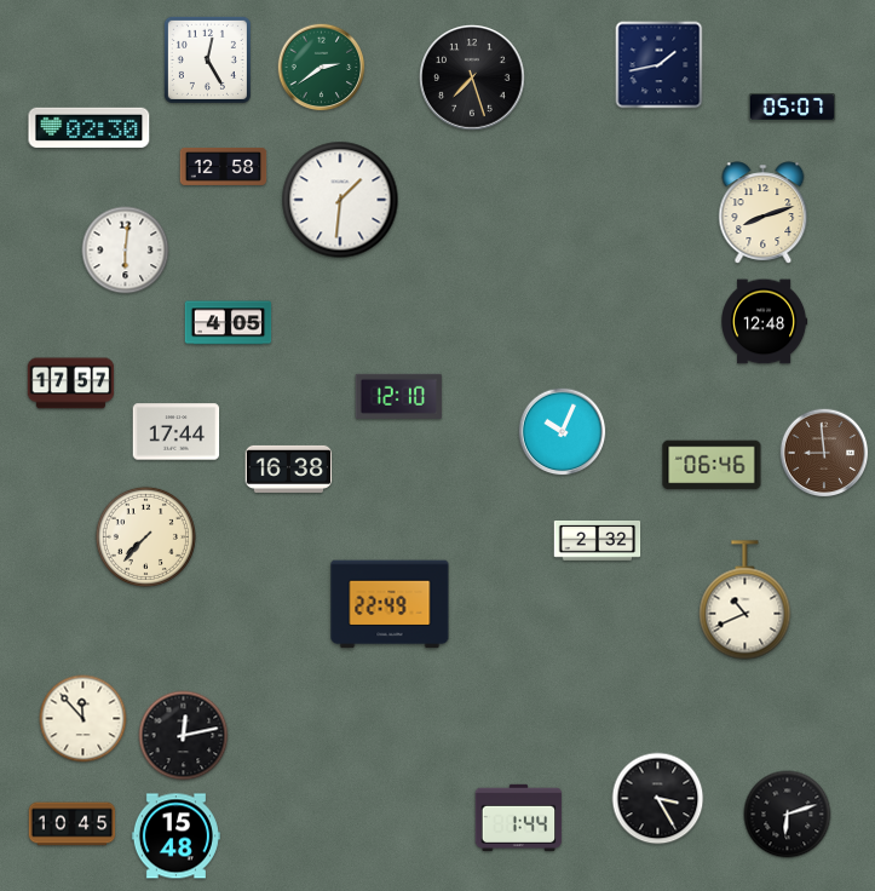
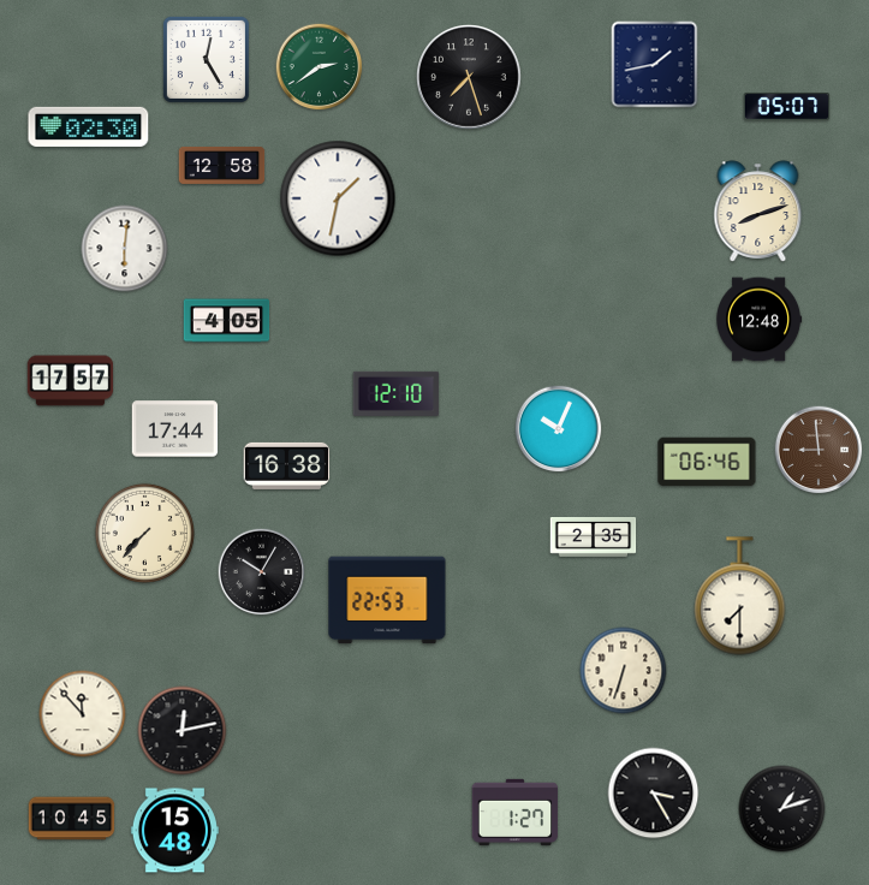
clock at (340, 200): 1:31 -> 1:32
clock at (598, 541): 2:32 -> 2:35
clock at (262, 572): none -> 10:05
clock at (746, 600): 10:41 -> 7:30
clock at (390, 604): 22:49 -> 22:53
clock at (624, 671): none -> 6:33
clock at (788, 815): 6:12 -> 1:12
clock at (519, 817): 1:44 -> 1:27
